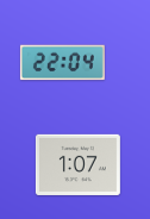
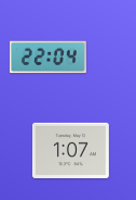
clock at (62, 63) position: (62, 63) -> (47, 58)
